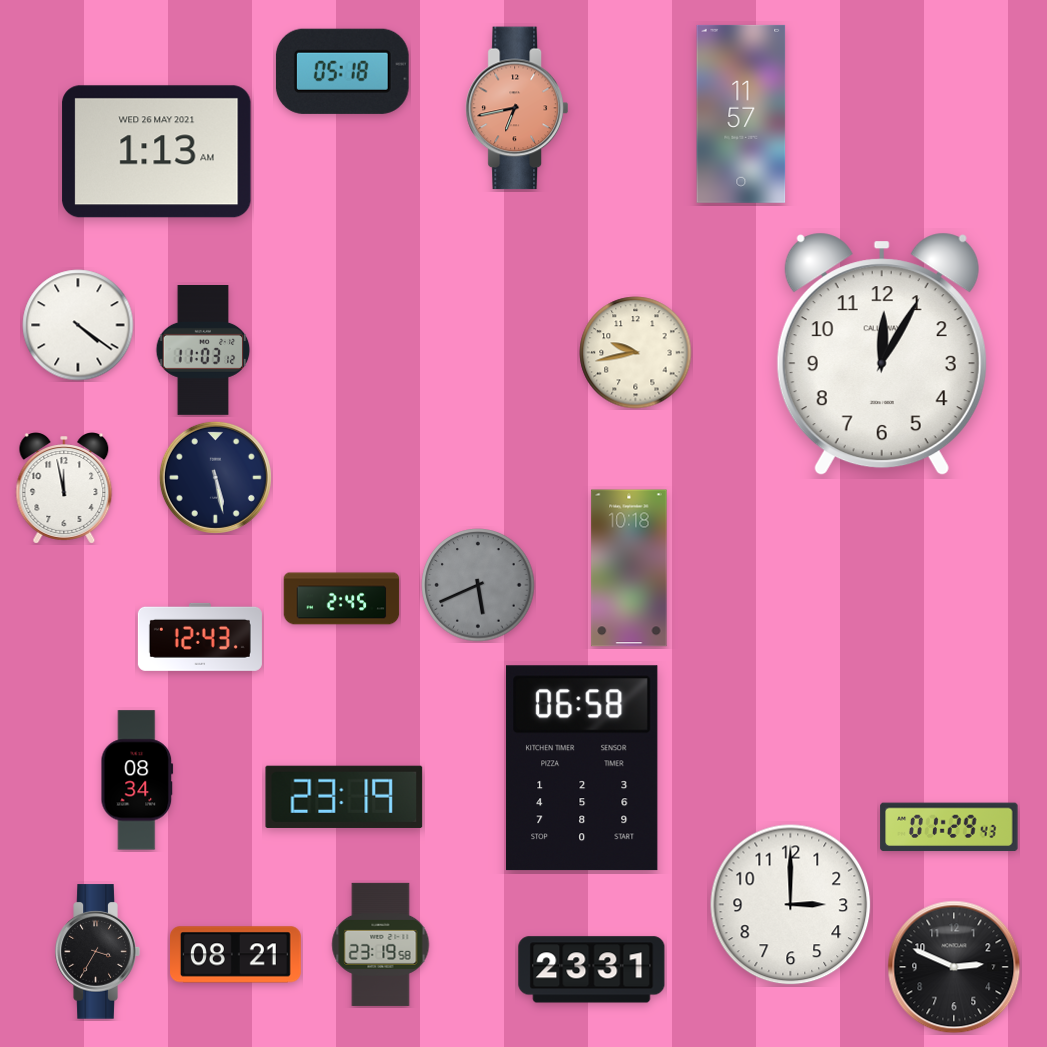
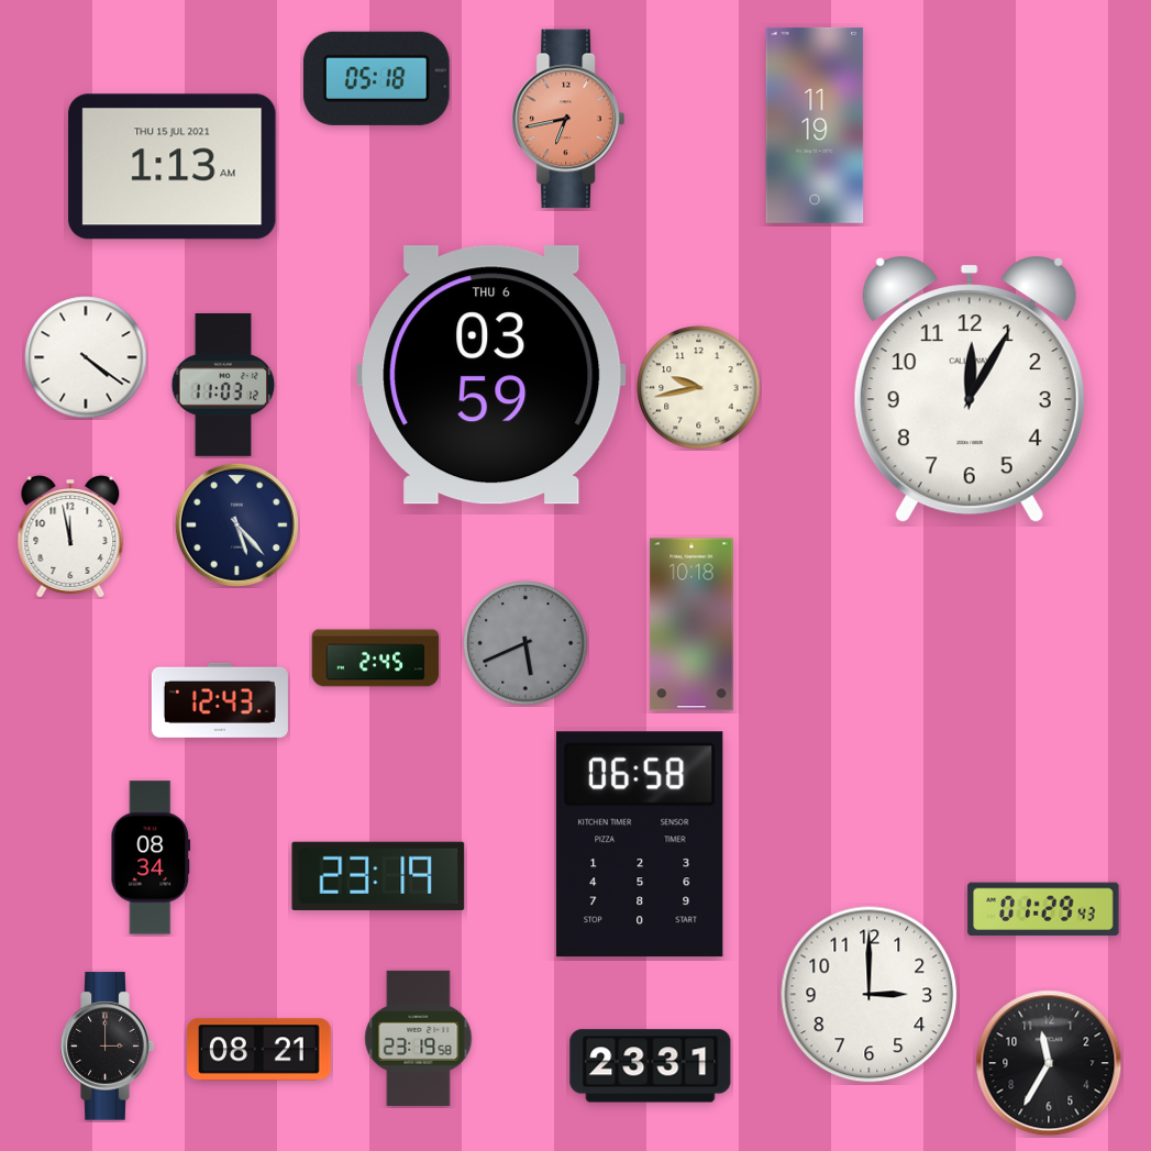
clock at (741, 114): 11:57 -> 11:19
clock at (157, 152) date: WED 26 MAY 2021 -> THU 15 JUL 2021
clock at (491, 375): none -> 03:59
clock at (215, 477): 5:28 -> 5:23
clock at (97, 952): 3:35 -> 3:00
clock at (954, 967): 2:49 -> 11:35
